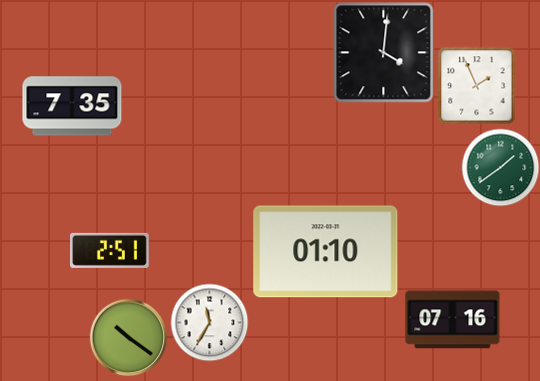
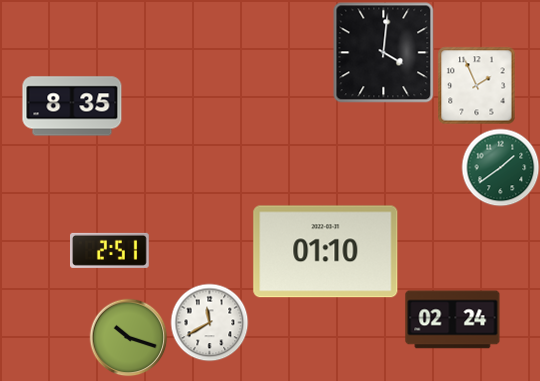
clock at (72, 106): 7:35 -> 8:35
clock at (453, 320): 07:16 -> 02:24
clock at (209, 322): 11:35 -> 11:40
clock at (128, 337): 10:21 -> 10:18
